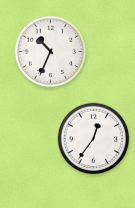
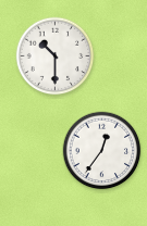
clock at (51, 52): 10:34 -> 10:30
